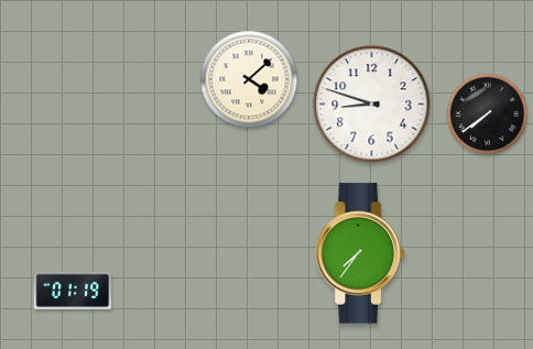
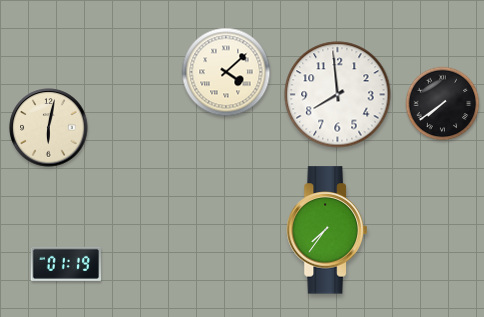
clock at (372, 105): 8:48 -> 7:59
clock at (49, 128): none -> 6:02
